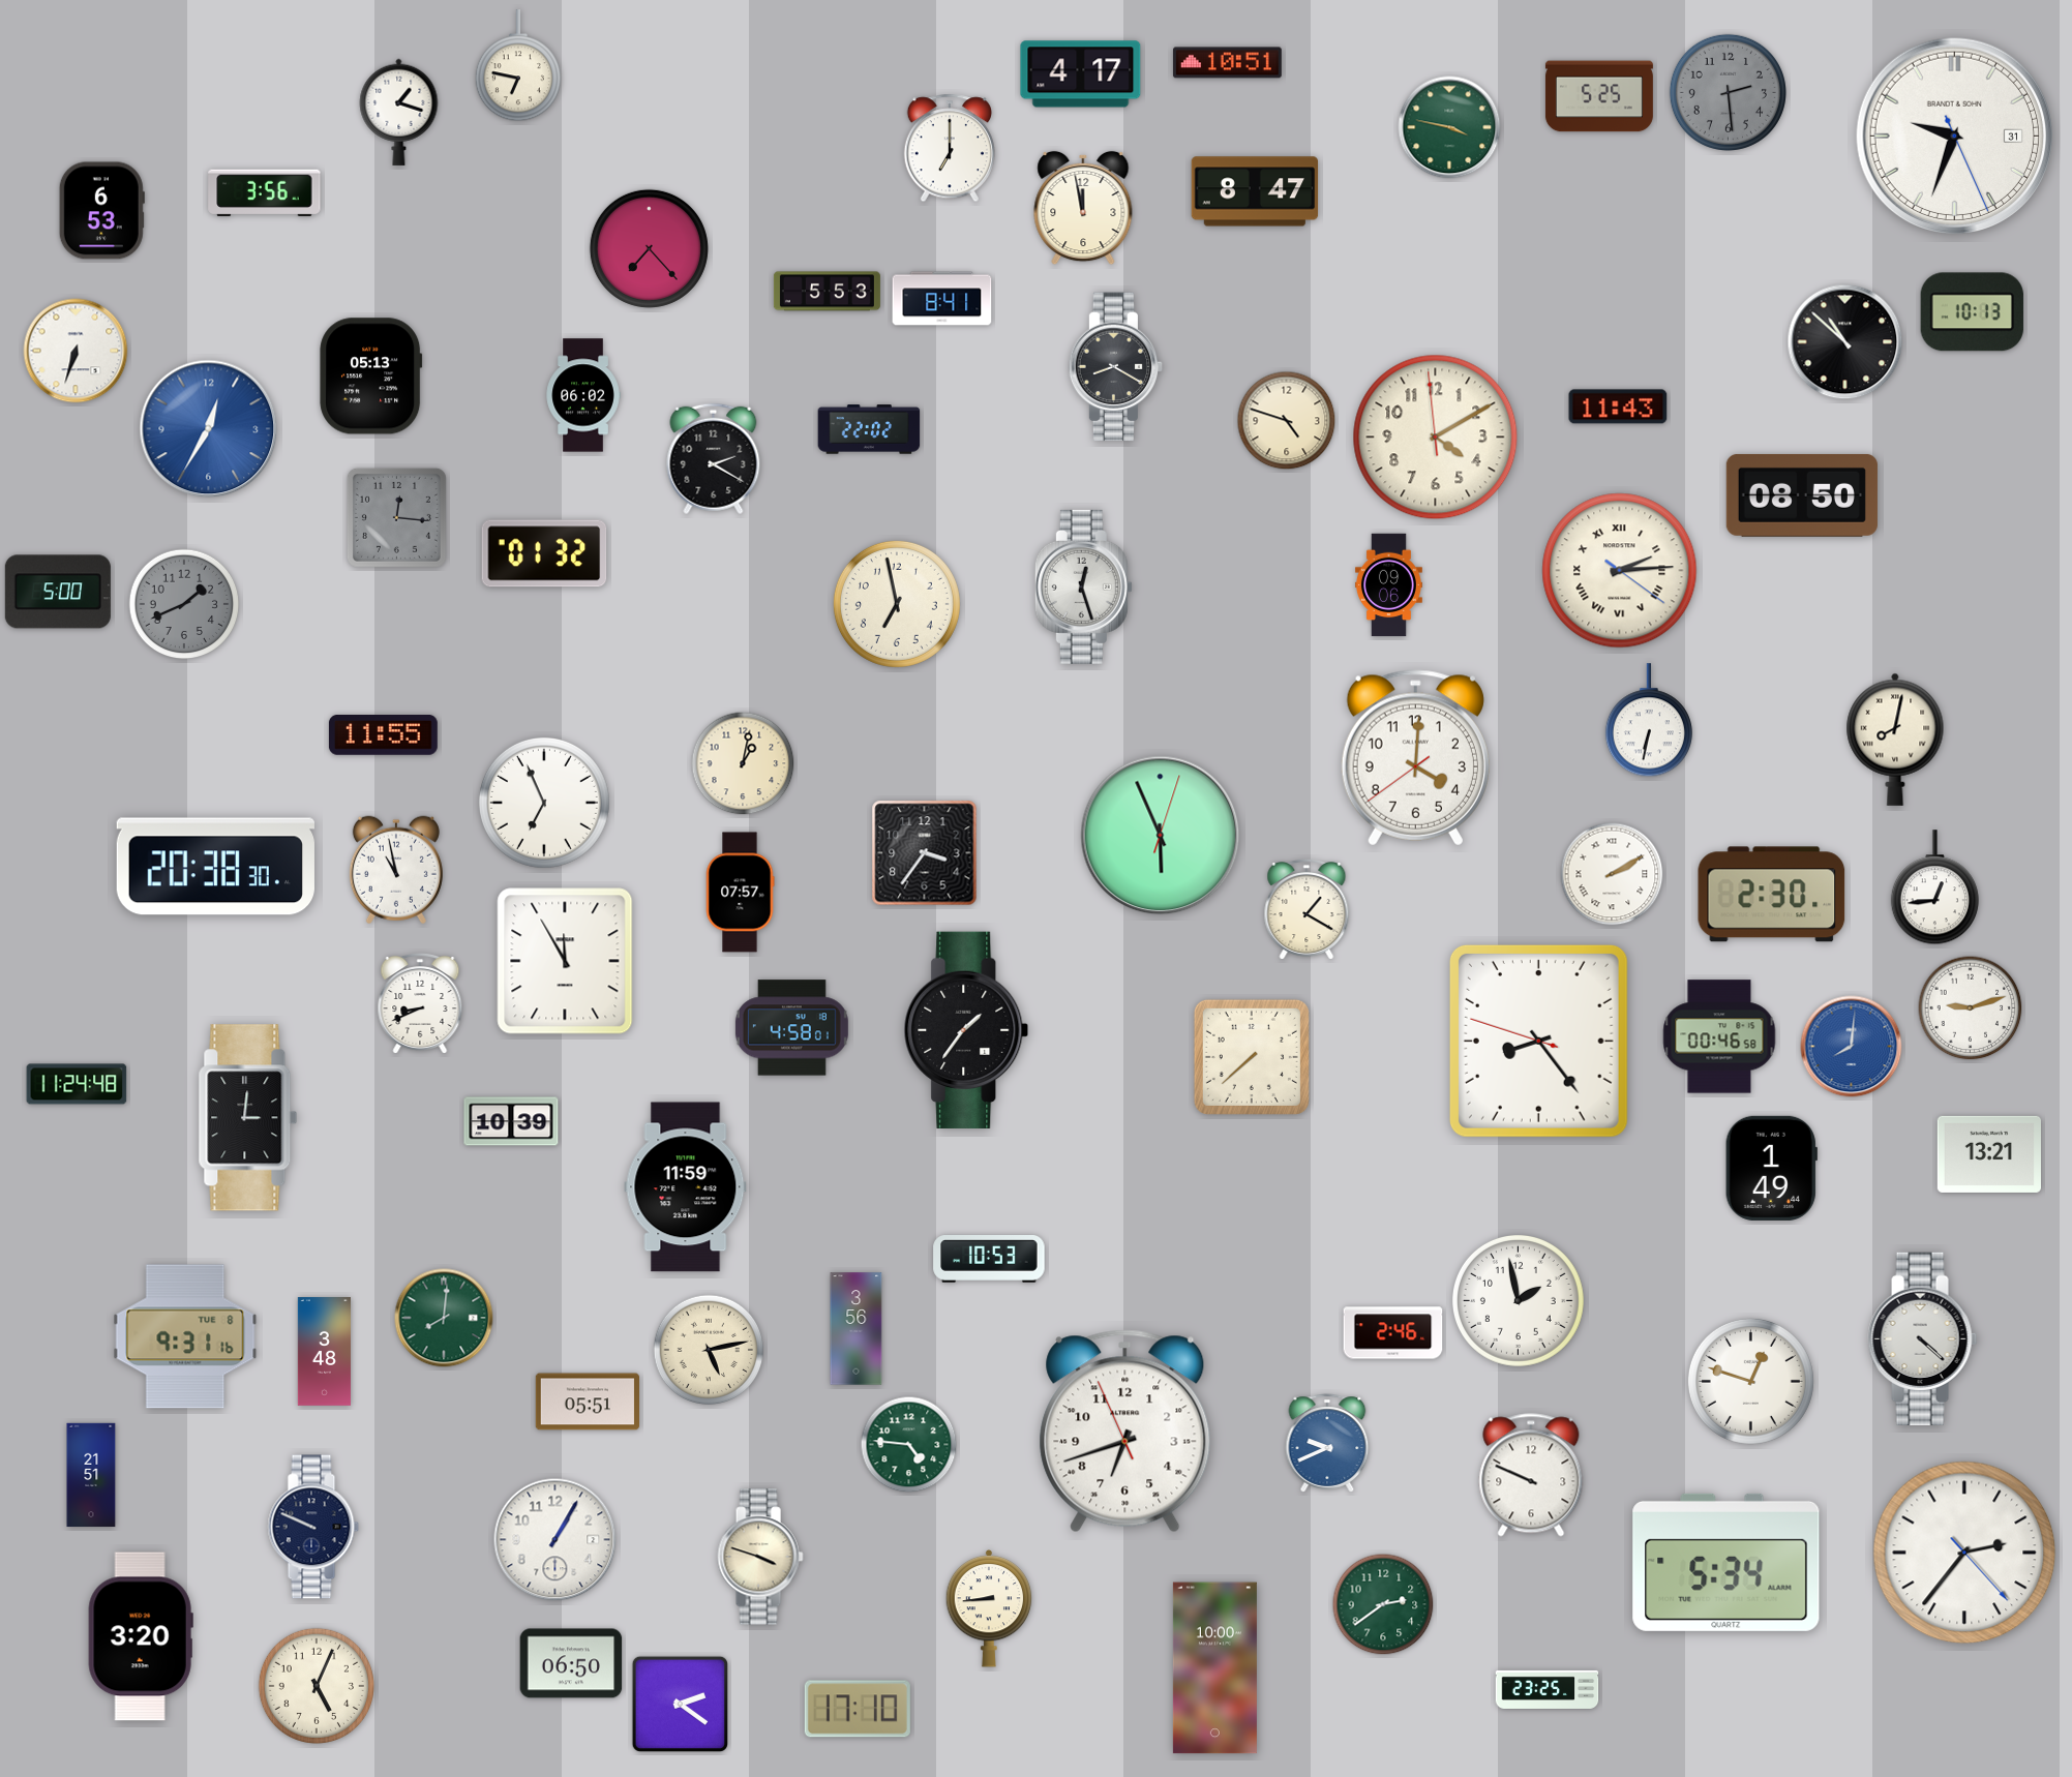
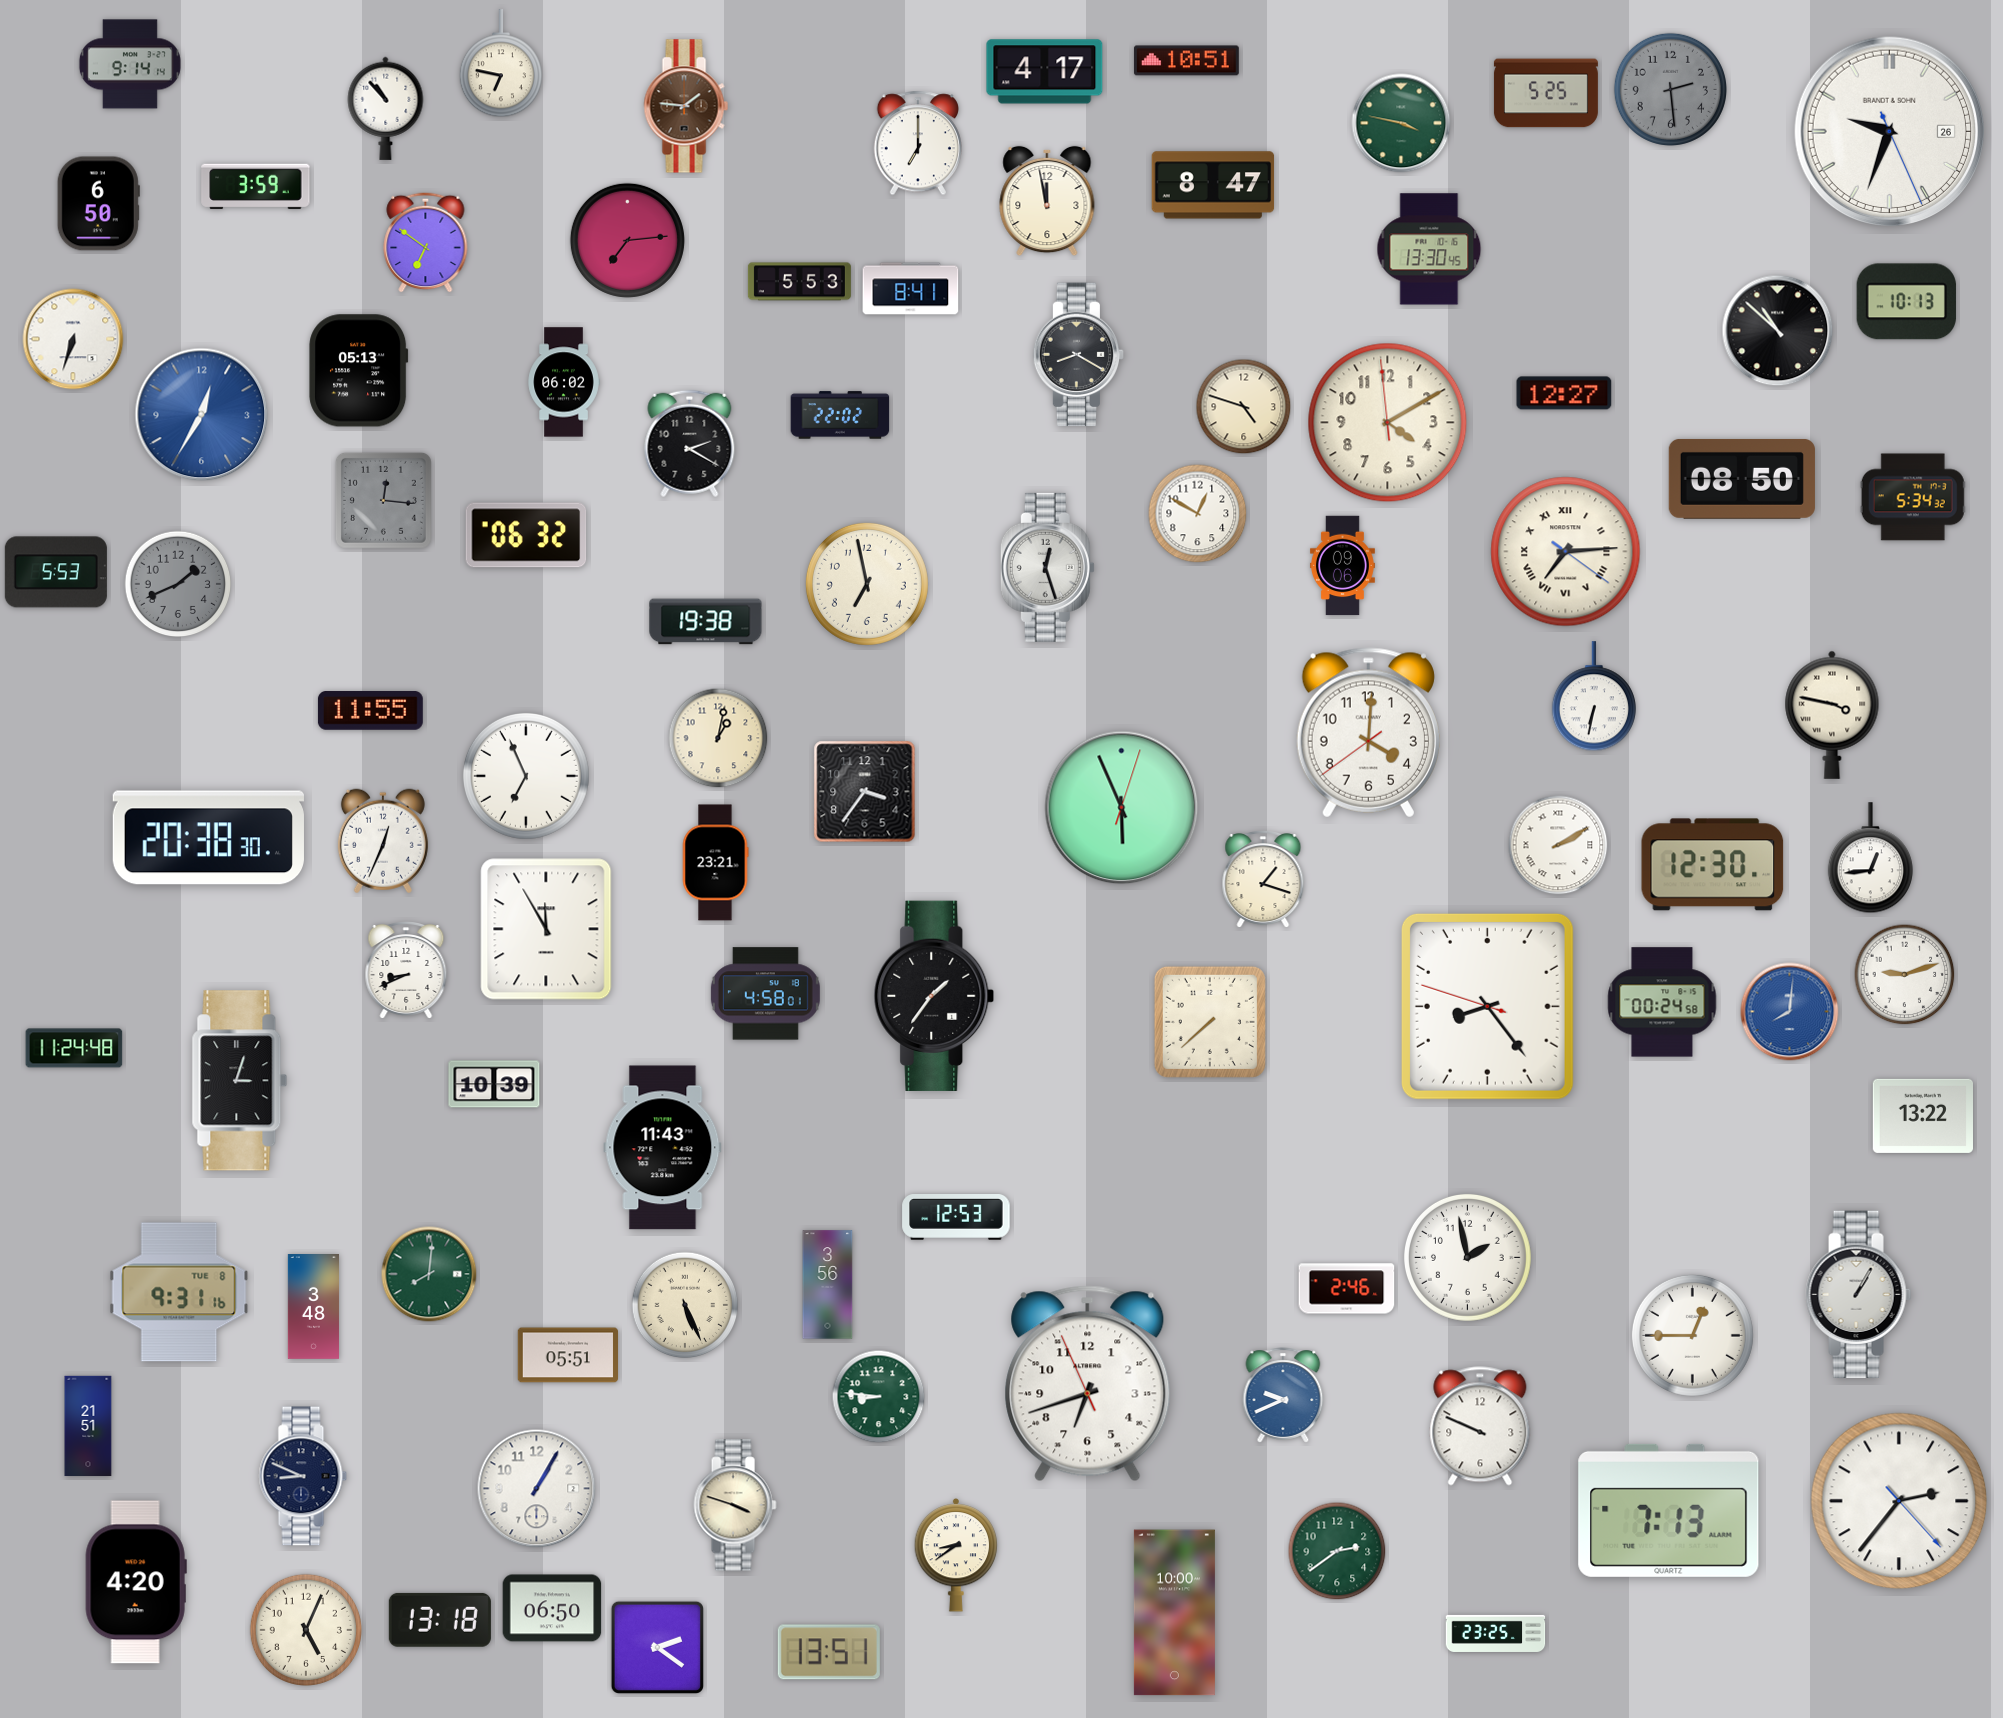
clock at (130, 64): none -> 9:14
clock at (686, 106): none -> 1:46
clock at (399, 112): 1:18 -> 10:53
clock at (1955, 137) date: 31 -> 26
clock at (265, 193): 3:56 -> 3:59
clock at (101, 211): 6:53 -> 6:50
clock at (649, 248): 7:23 -> 7:14
clock at (426, 242): none -> 6:51
clock at (1429, 249): none -> 13:30
clock at (1845, 342) position: (1845, 342) -> (1778, 331)
clock at (371, 377) position: (371, 377) -> (359, 371)
clock at (1618, 406): 11:43 -> 12:27
clock at (1913, 497): none -> 5:34
clock at (1198, 514): none -> 12:50
clock at (544, 553): 01:32 -> 06:32
clock at (1620, 571): 2:14 -> 7:14
clock at (58, 592): 5:00 -> 5:53
clock at (706, 622): none -> 19:38
clock at (1895, 740): 8:02 -> 3:47
clock at (925, 853) position: (925, 853) -> (865, 792)
clock at (396, 870): 10:58 -> 12:34
clock at (740, 893): 07:57 -> 23:21
clock at (1772, 895): 2:30 -> 12:30
clock at (1307, 910): 1:20 -> 1:18
clock at (1719, 1036): 00:46 -> 00:24
clock at (248, 1118): 3:01 -> 3:03
clock at (1988, 1154): 13:21 -> 13:22
clock at (1771, 1168): 1:49 -> none
clock at (686, 1187): 11:59 -> 11:43
clock at (989, 1260): 10:53 -> 12:53
clock at (1923, 1338): 4:22 -> 1:05
clock at (709, 1350): 5:13 -> 5:26
clock at (1750, 1381): 12:48 -> 12:45
clock at (909, 1445): 4:46 -> 8:46
clock at (313, 1527): 9:49 -> 8:49
clock at (1726, 1562): 5:34 -> 7:13
clock at (989, 1609): 8:44 -> 8:39
clock at (141, 1636): 3:20 -> 4:20
clock at (440, 1620): none -> 13:18
clock at (858, 1709): 17:10 -> 13:51
